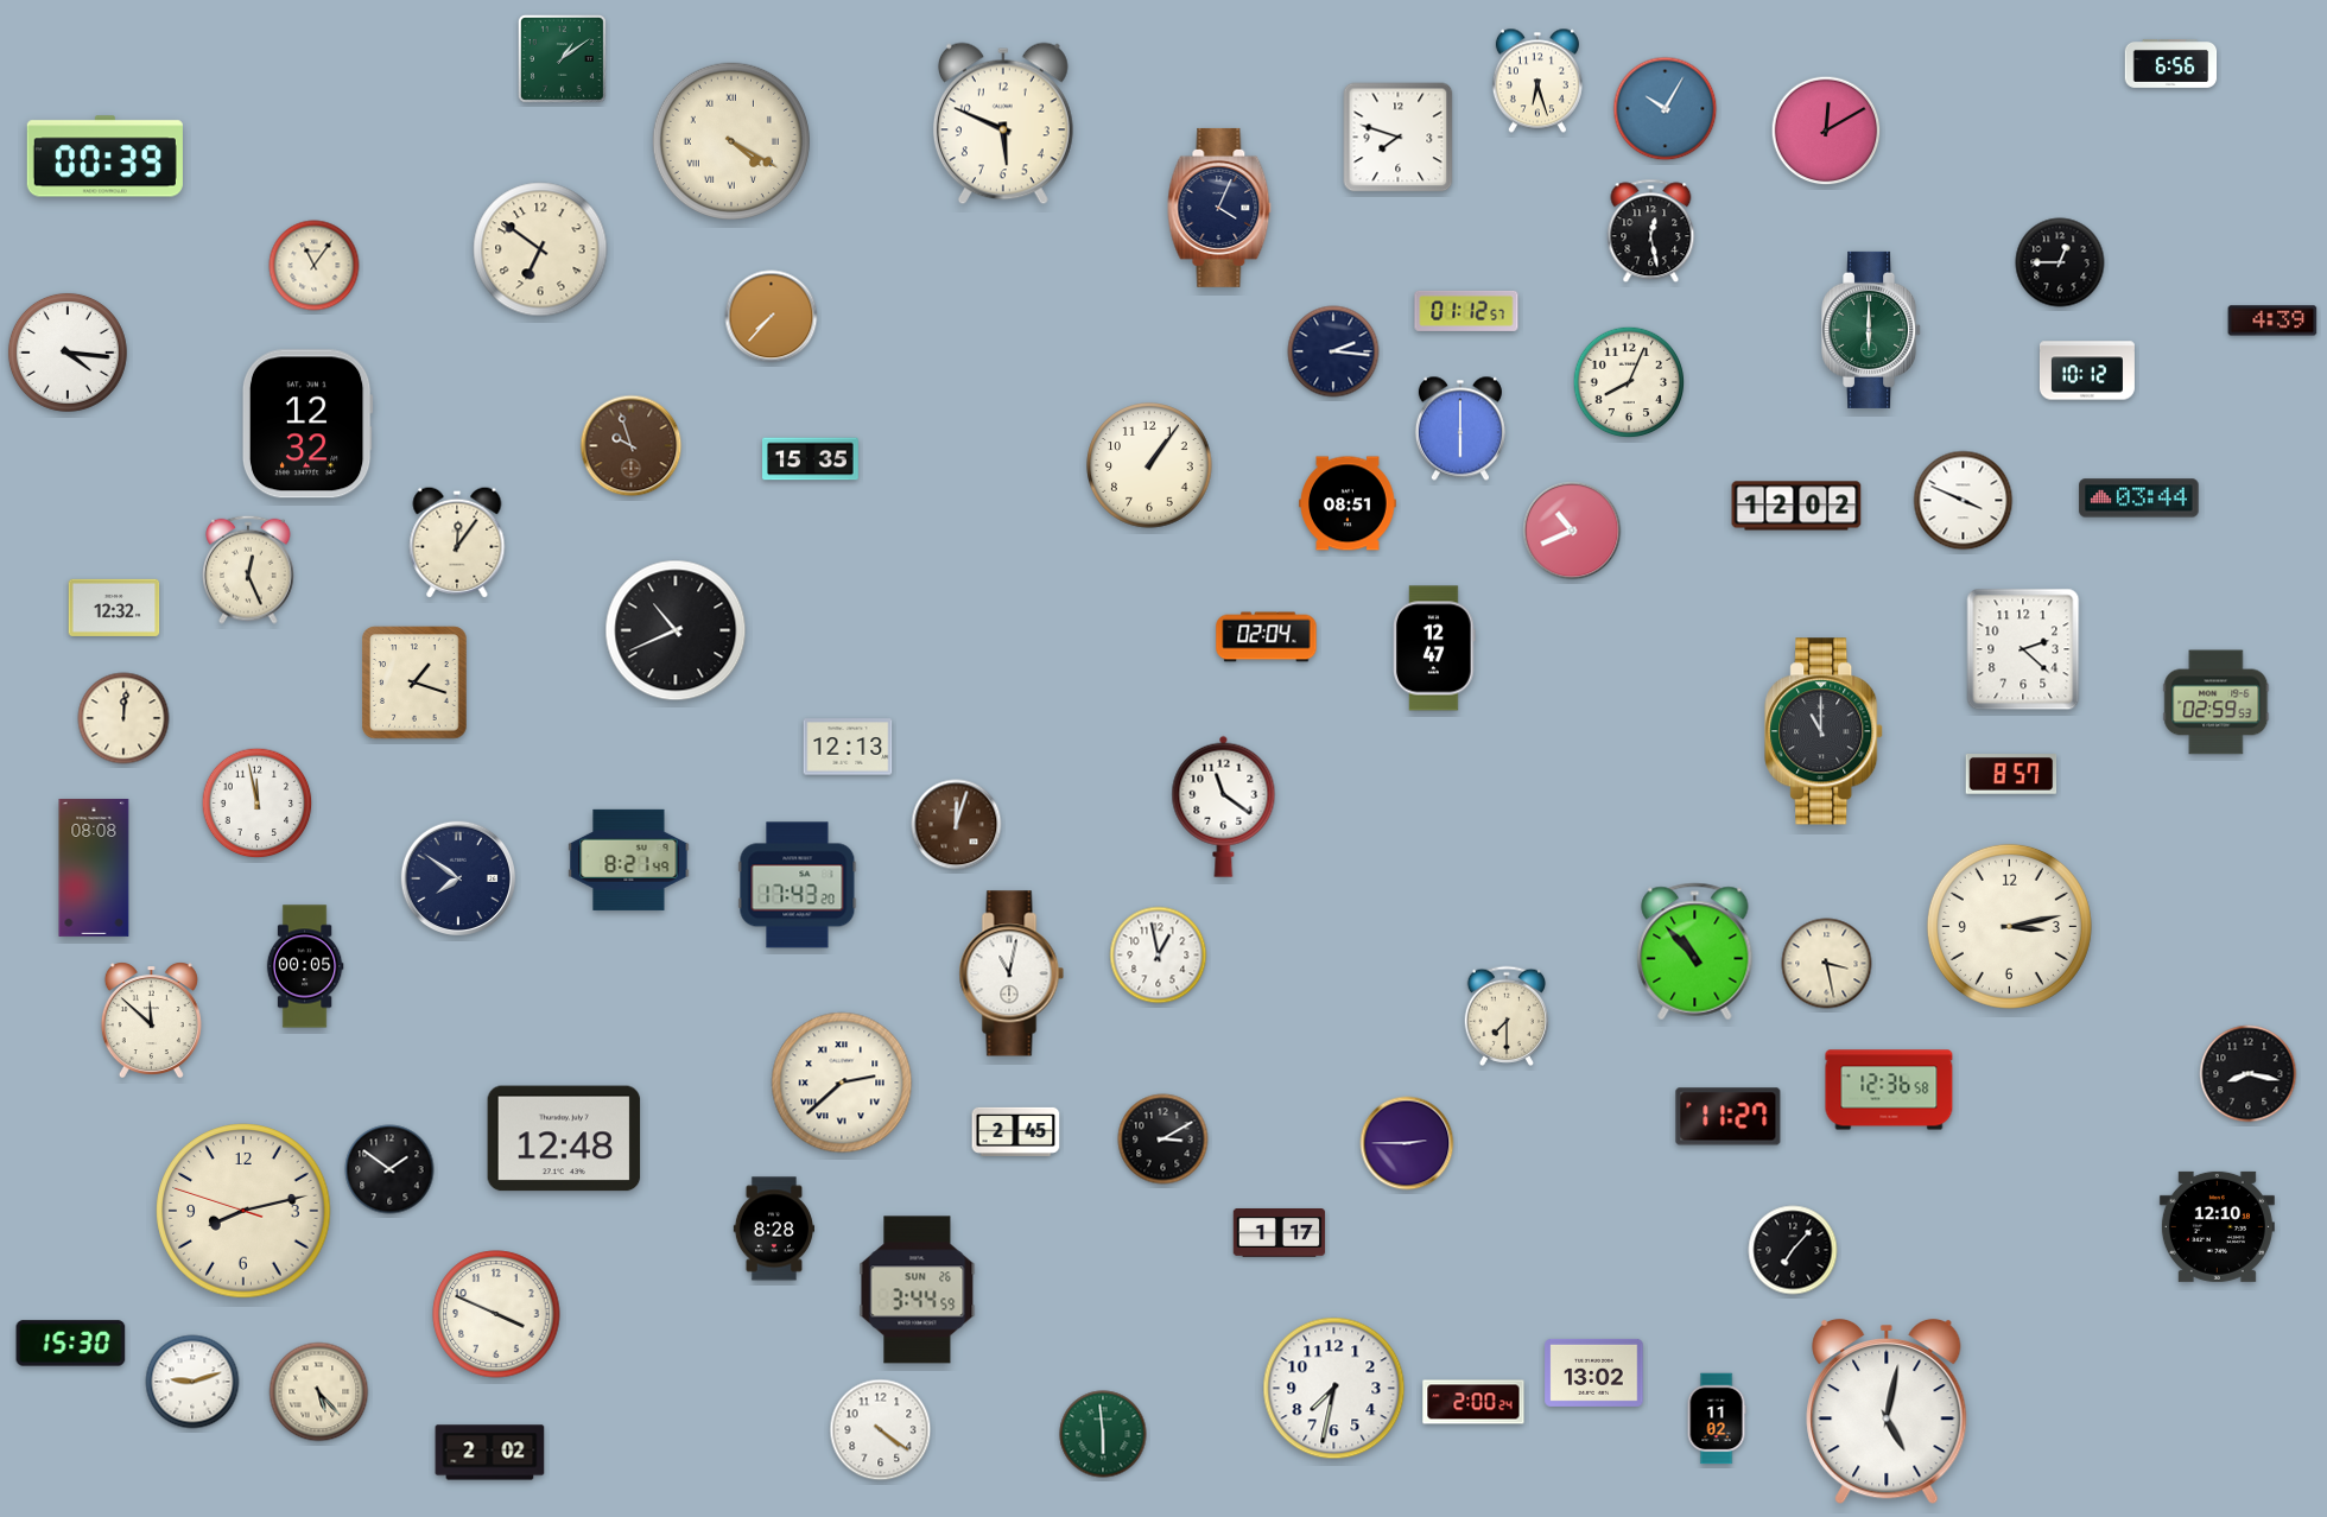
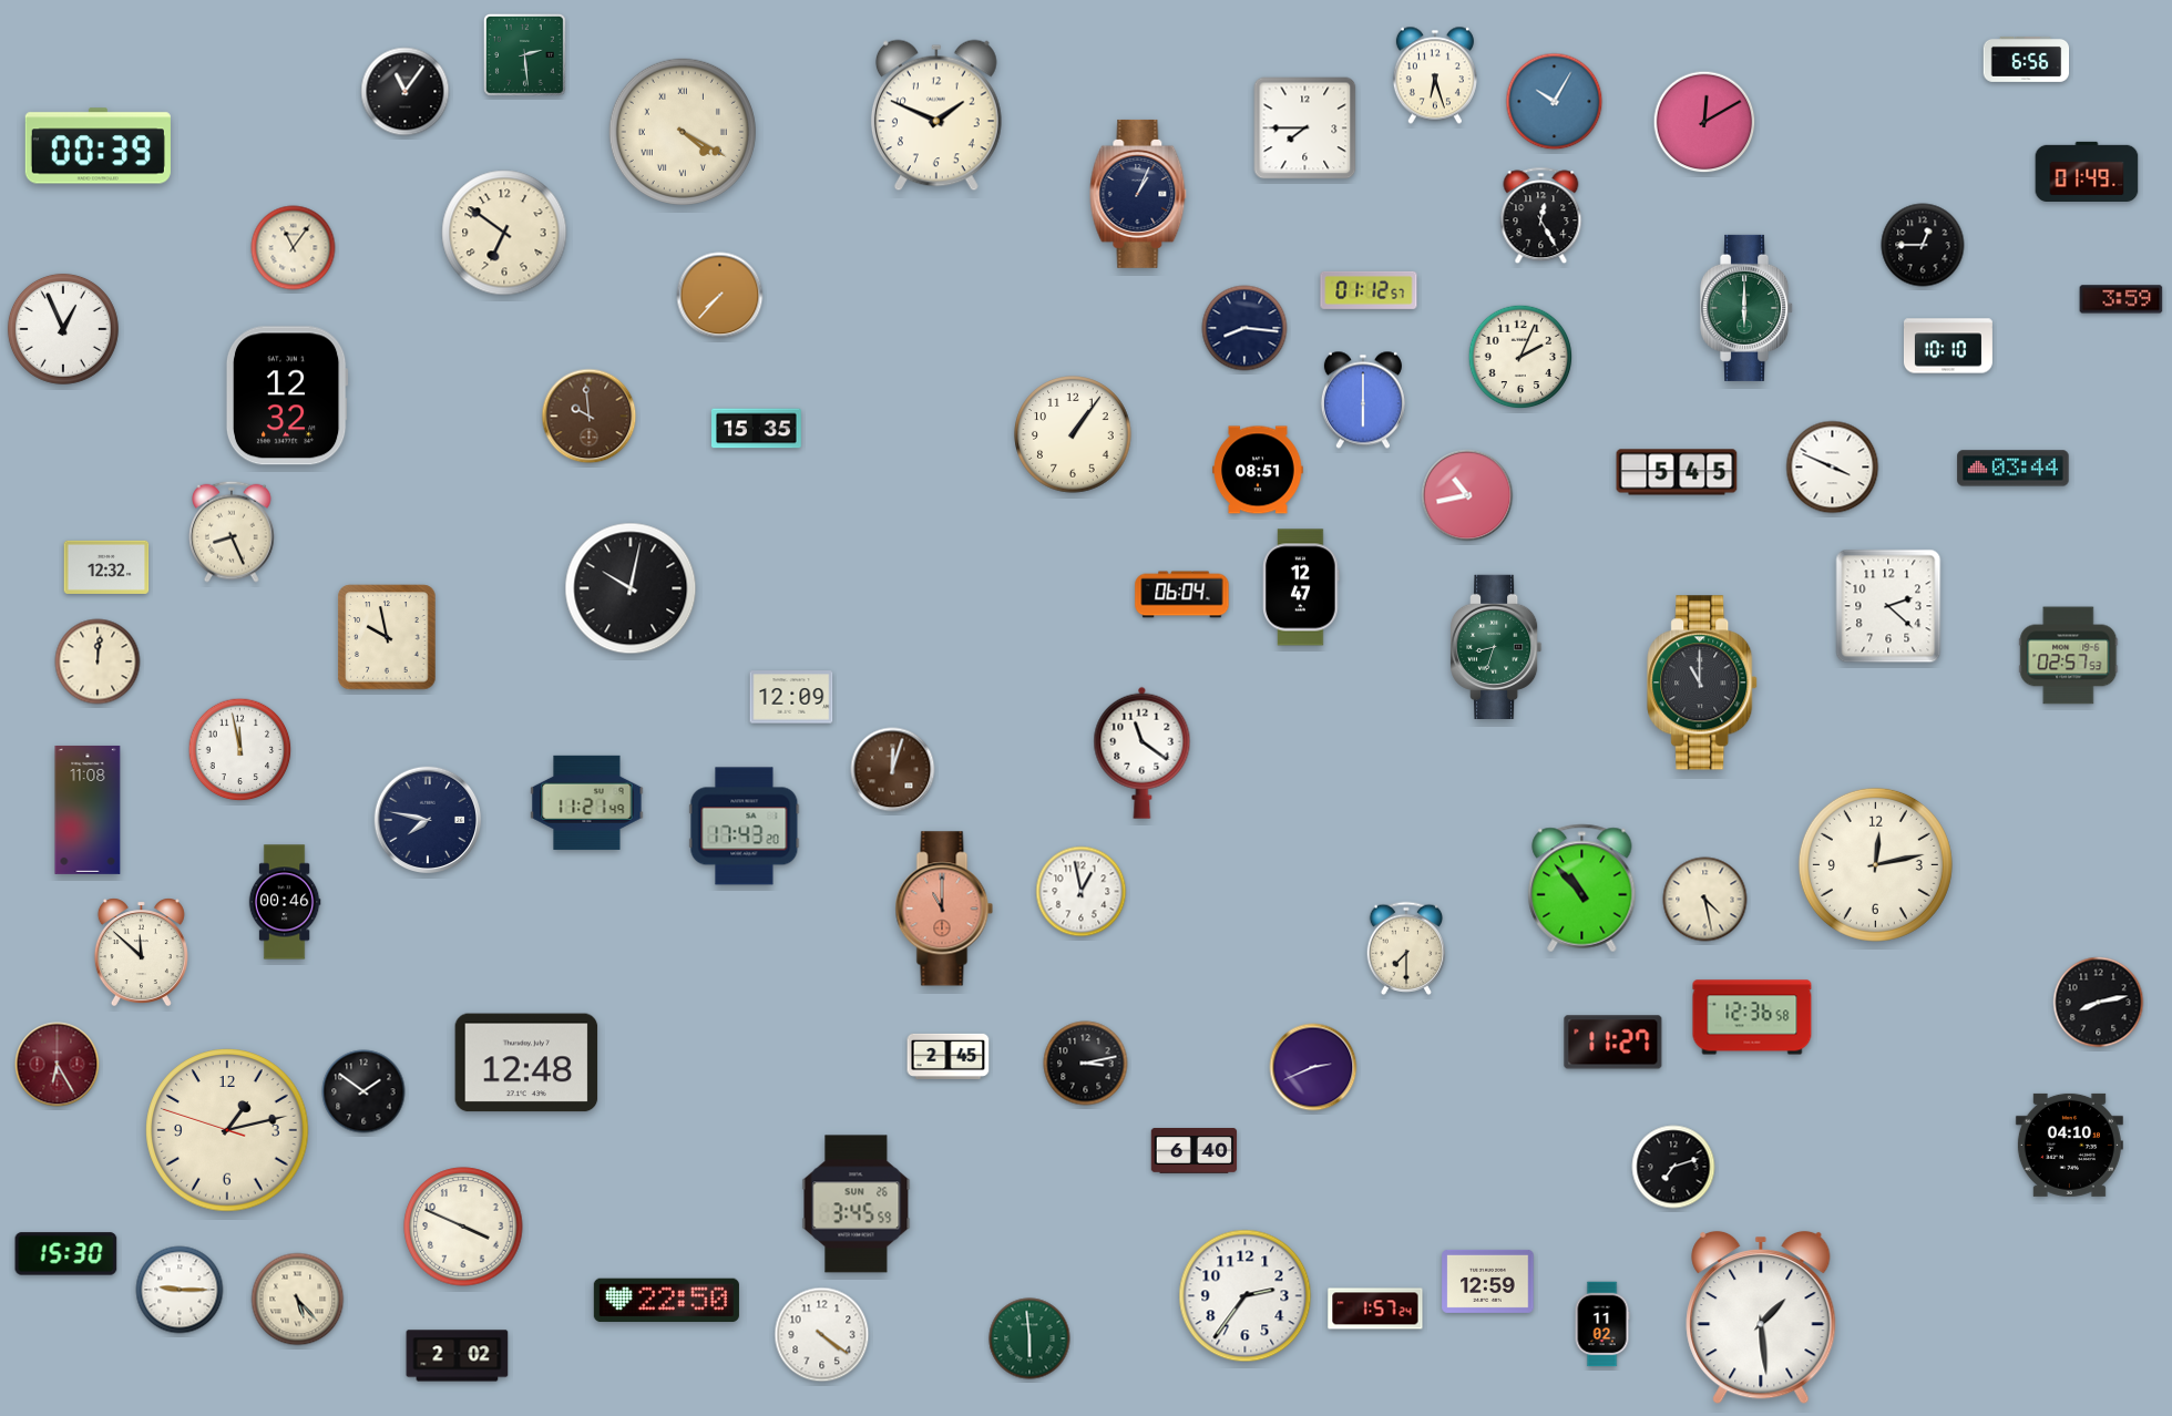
clock at (562, 58): 1:09 -> 2:29
clock at (406, 92): none -> 11:06
clock at (1003, 123): 5:49 -> 1:49
clock at (1399, 138): 7:48 -> 7:45
clock at (2087, 171): none -> 01:49
clock at (1219, 208): 4:04 -> 1:04
clock at (1651, 231): 12:28 -> 12:25
clock at (2272, 320): 4:39 -> 3:59
clock at (1333, 351): 2:16 -> 8:16
clock at (68, 353): 4:16 -> 12:56
clock at (2087, 370): 10:12 -> 10:10
clock at (1629, 382): 8:04 -> 2:04
clock at (632, 446): 9:57 -> 9:59
clock at (2139, 499) position: (2139, 499) -> (2014, 469)
clock at (1796, 506): 12:02 -> 5:45
clock at (1572, 531): 10:41 -> 10:43
clock at (457, 542): 12:06 -> none
clock at (248, 570): 12:26 -> 8:26
clock at (676, 630): 10:41 -> 10:02
clock at (1267, 637): 02:04 -> 06:04
clock at (1434, 648) position: (1434, 648) -> (1301, 587)
clock at (414, 683): 1:18 -> 9:58
clock at (1496, 646): none -> 8:33
clock at (2217, 703): 02:59 -> 02:57
clock at (123, 718) position: (123, 718) -> (98, 661)
clock at (848, 747): 12:13 -> 12:09
clock at (2011, 775): 8:57 -> none
clock at (629, 859): 8:21 -> 11:21
clock at (94, 868): 08:08 -> 11:08
clock at (458, 878): 7:51 -> 7:47
clock at (2009, 926): 3:13 -> 12:13
clock at (1827, 964): 3:28 -> 4:28
clock at (305, 966): 00:05 -> 00:46
clock at (1012, 973): 11:02 -> 11:00
clock at (1012, 973) dial: white -> salmon
clock at (2249, 1074): 8:17 -> 8:13
clock at (842, 1083): 2:38 -> none
clock at (1889, 1090) position: (1889, 1090) -> (1752, 1017)
clock at (1163, 1140): 3:10 -> 3:13
clock at (58, 1065): none -> 6:25
clock at (1407, 1143): 2:45 -> 2:41
clock at (243, 1211): 8:12 -> 1:12
clock at (2217, 1226): 12:10 -> 04:10
clock at (773, 1229): 8:28 -> none
clock at (1280, 1233): 1:17 -> 6:40
clock at (1793, 1250): 7:07 -> 7:12
clock at (918, 1290): 3:44 -> 3:45
clock at (1594, 1372): 13:02 -> 12:59
clock at (192, 1382): 9:12 -> 9:15
clock at (1334, 1389): 7:32 -> 2:36
clock at (666, 1301): none -> 22:50
clock at (1473, 1402): 2:00 -> 1:57
clock at (1887, 1411): 5:02 -> 1:29
